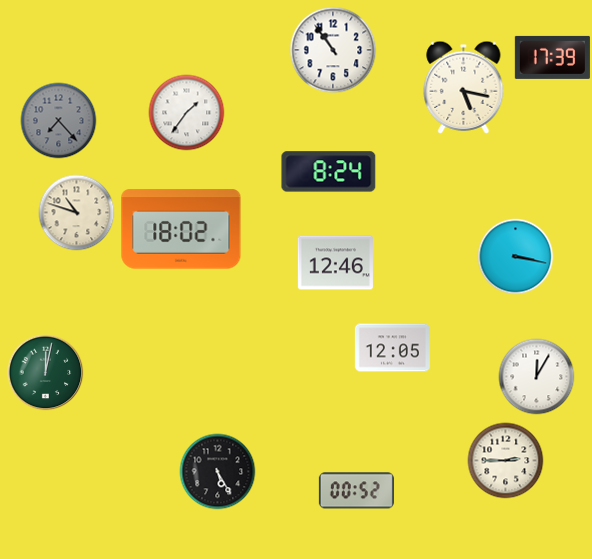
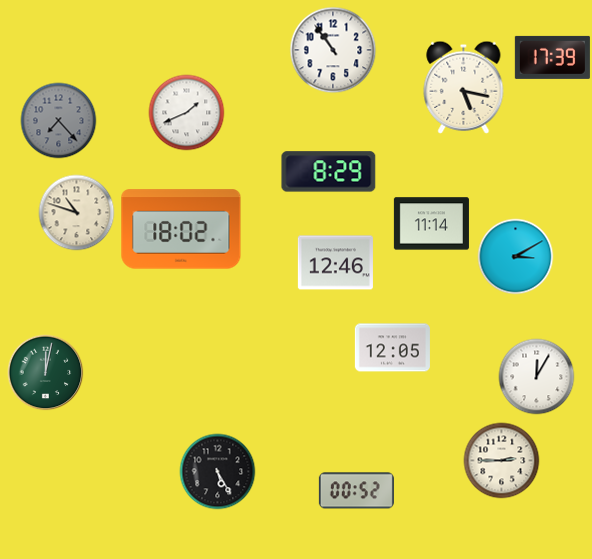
clock at (187, 113): 1:36 -> 1:41
clock at (329, 172): 8:24 -> 8:29
clock at (431, 224): none -> 11:14
clock at (516, 257): 3:17 -> 3:10
clock at (506, 461) position: (506, 461) -> (502, 461)
